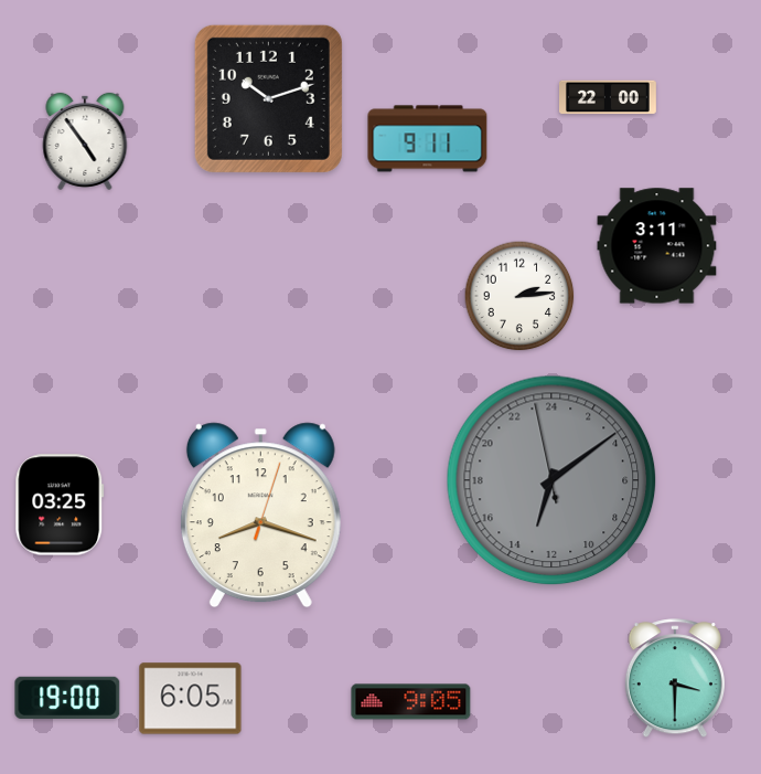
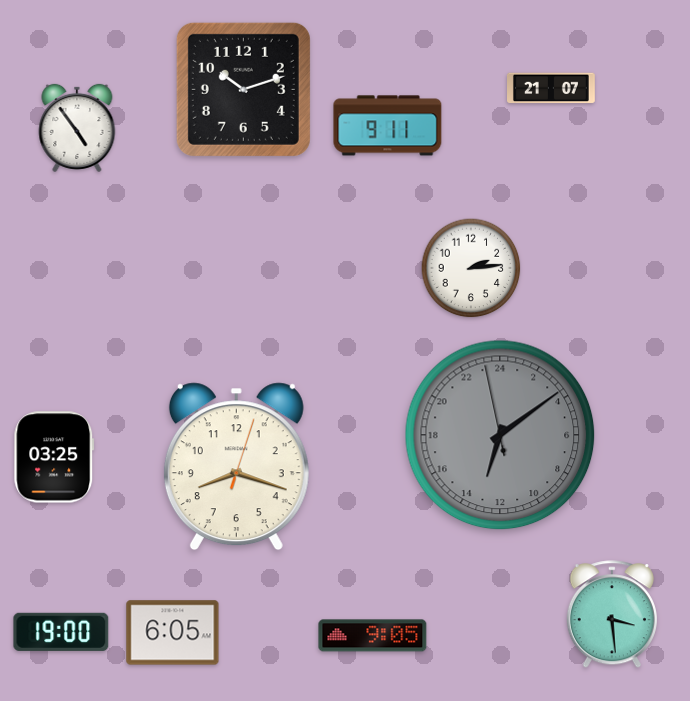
clock at (609, 97): 22:00 -> 21:07
clock at (657, 246): 3:11 -> none
clock at (675, 679): 3:30 -> 3:29
